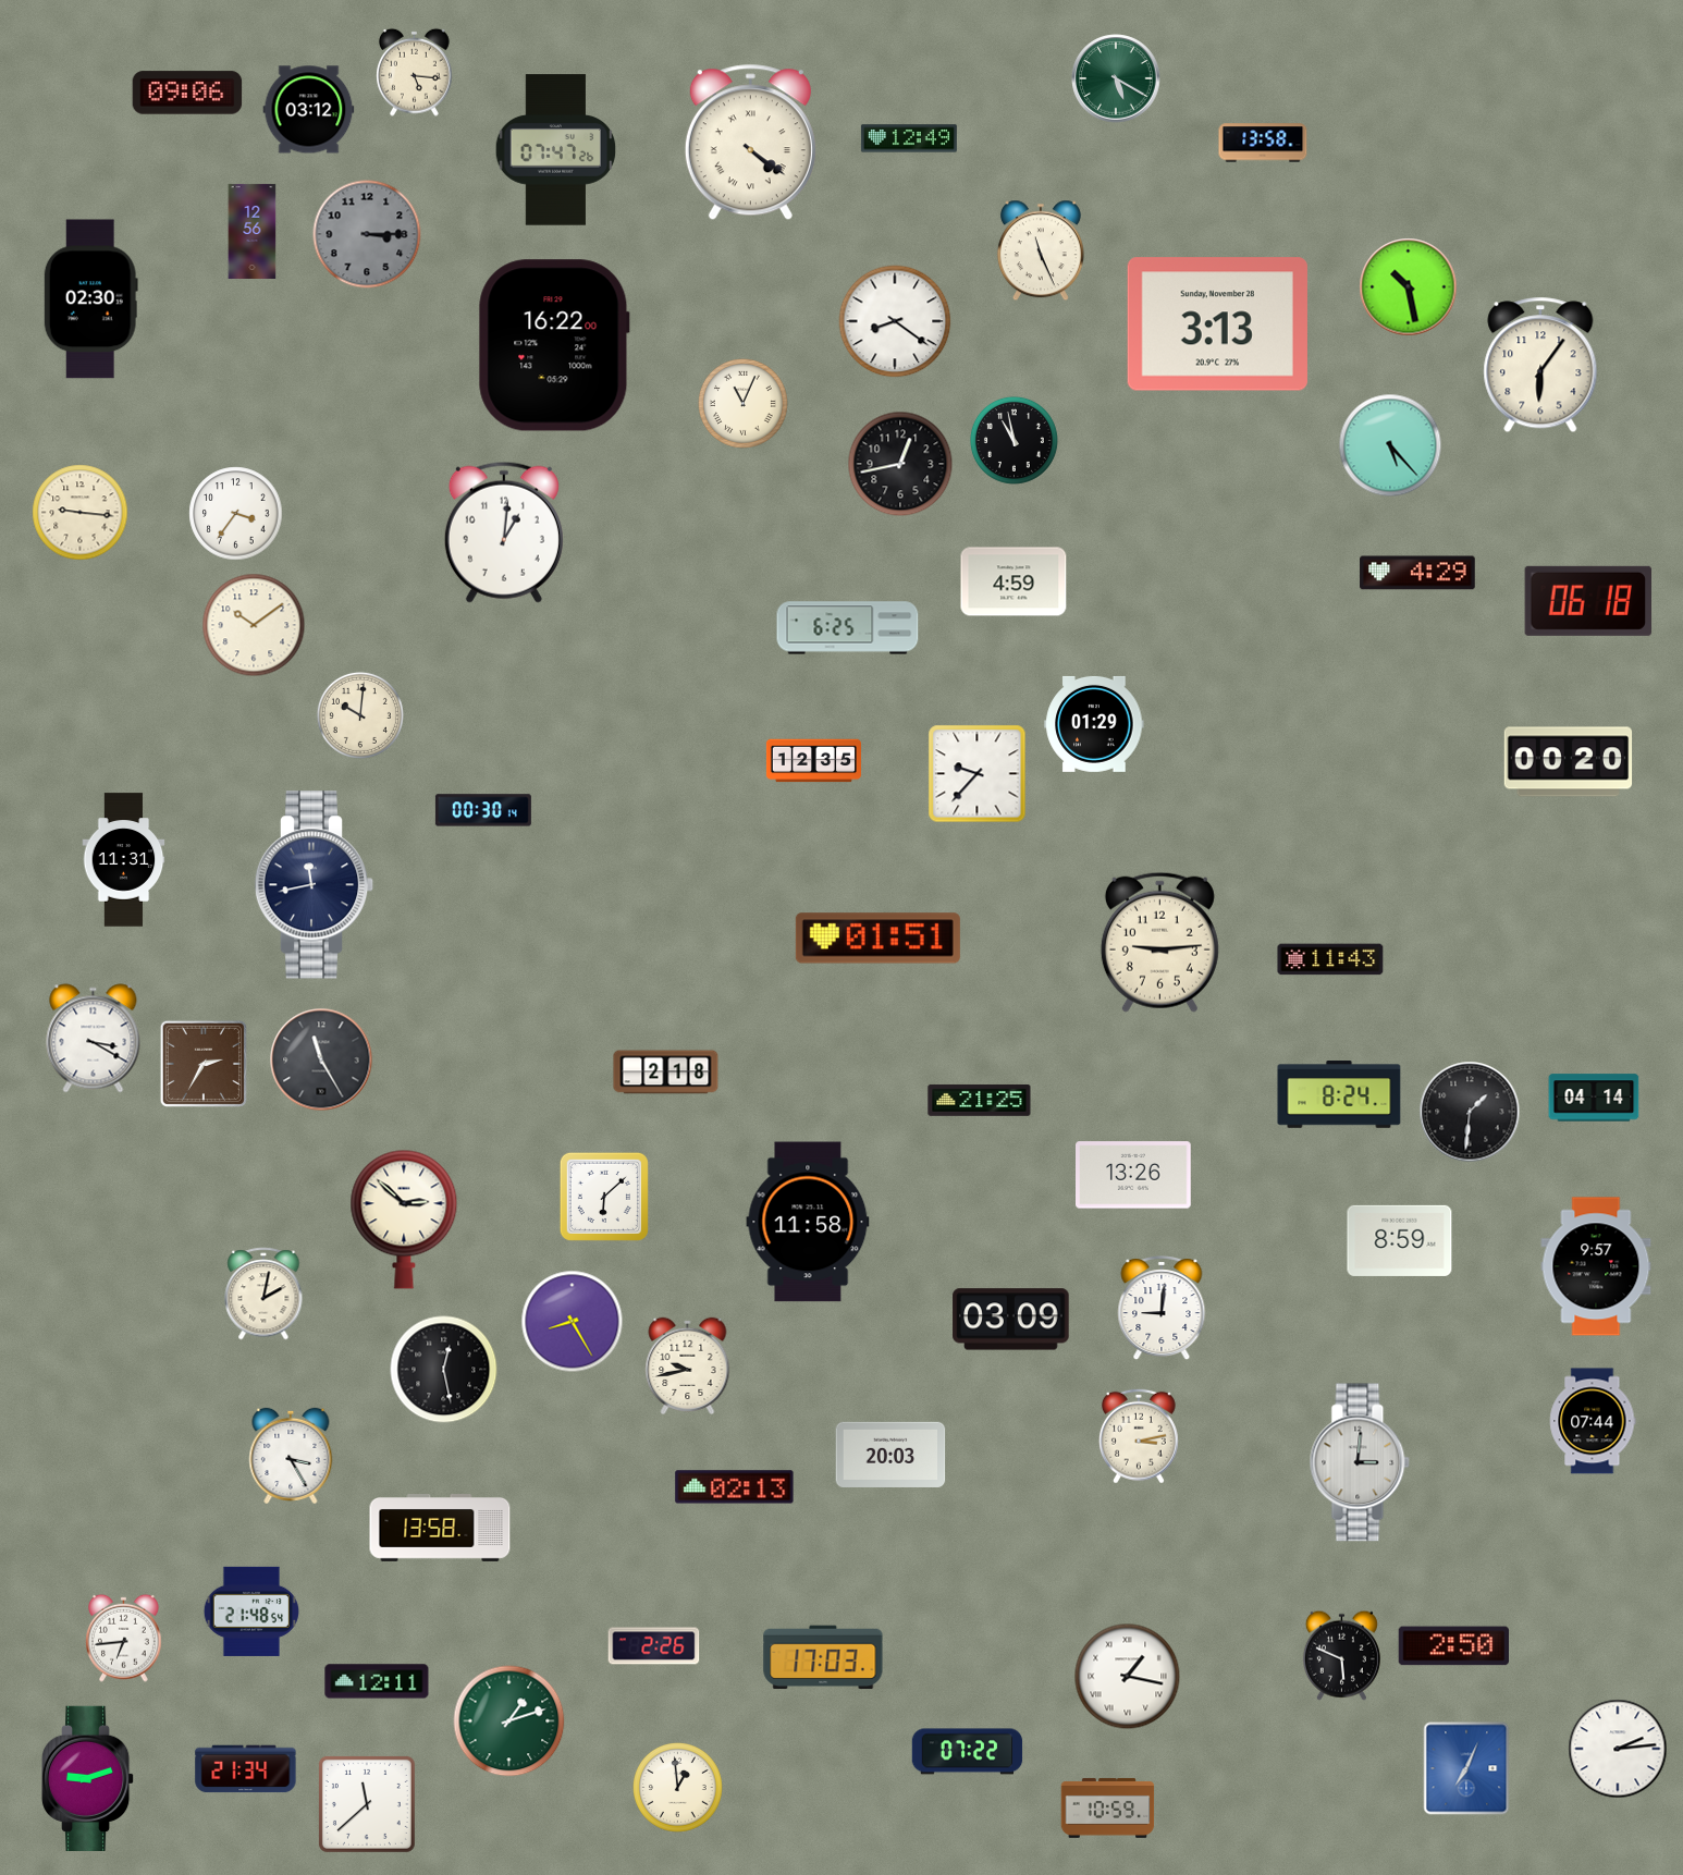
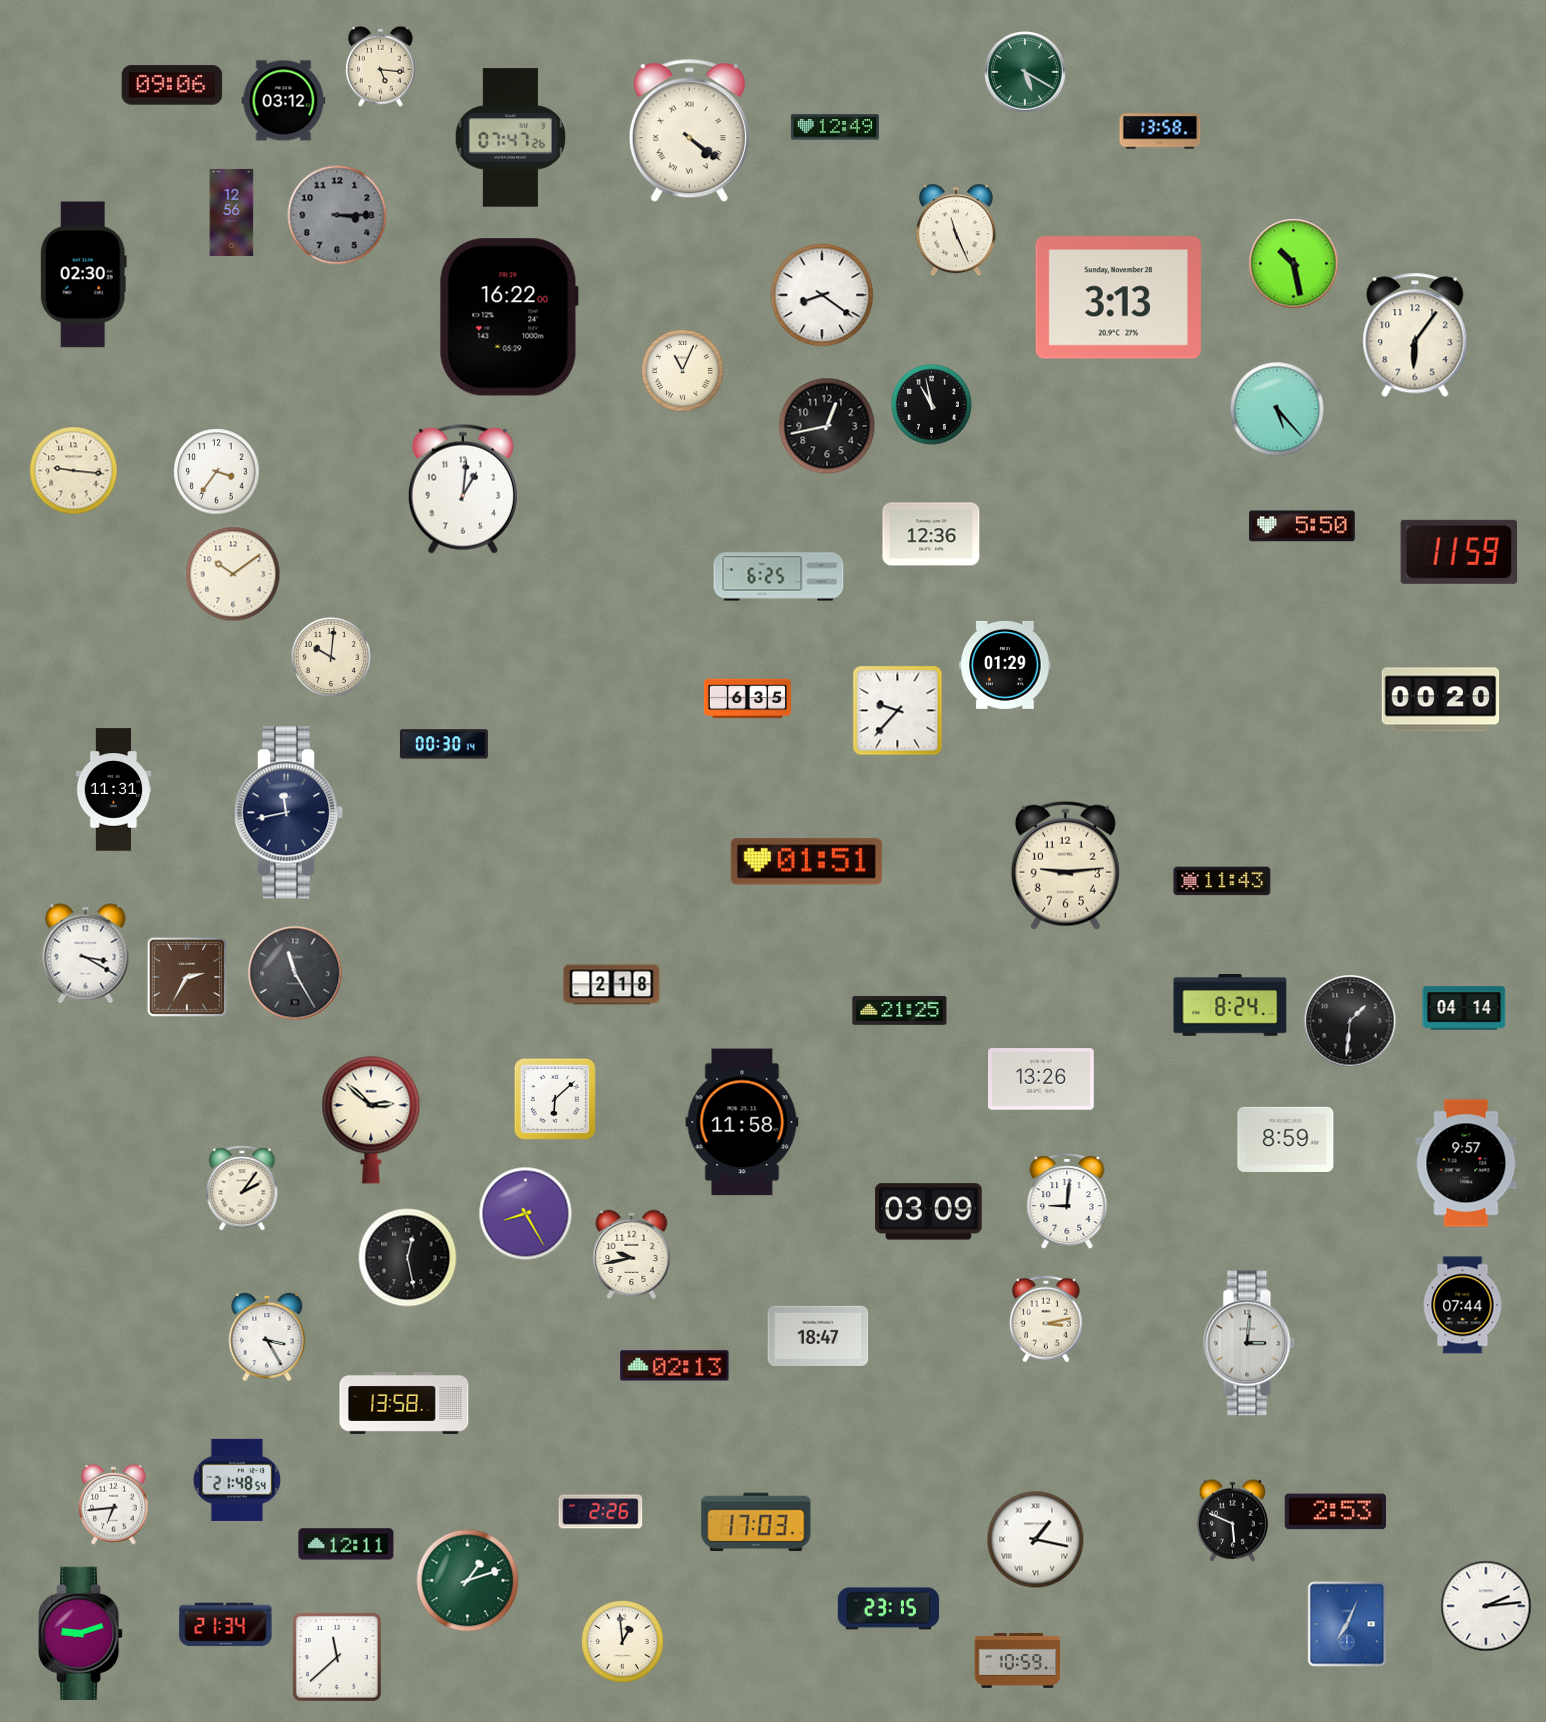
clock at (1417, 573): 4:29 -> 5:50
clock at (1014, 581): 4:59 -> 12:36
clock at (1587, 601): 06:18 -> 11:59
clock at (813, 761): 12:35 -> 6:35
clock at (263, 1294): 2:02 -> 2:06
clock at (890, 1455): 20:03 -> 18:47
clock at (250, 1611) position: (250, 1611) -> (236, 1480)
clock at (1454, 1646): 2:50 -> 2:53
clock at (968, 1752): 07:22 -> 23:15
